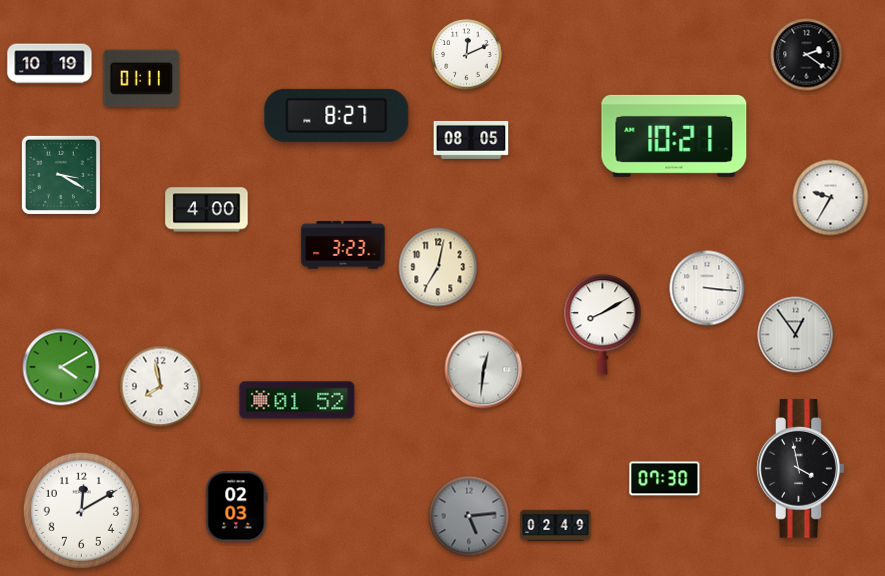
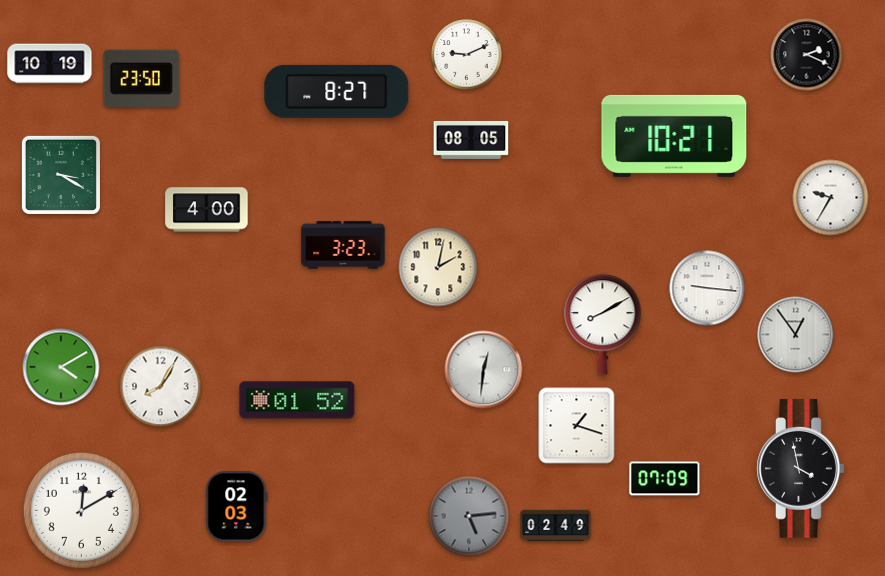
clock at (467, 55): 12:11 -> 9:11
clock at (807, 55): 2:21 -> 2:19
clock at (142, 78): 01:11 -> 23:50
clock at (337, 115) position: (337, 115) -> (337, 91)
clock at (438, 267): 7:02 -> 2:02
clock at (707, 288): 3:16 -> 9:16
clock at (161, 387): 7:58 -> 8:05
clock at (577, 426): none -> 1:18
clock at (665, 479): 07:30 -> 07:09
